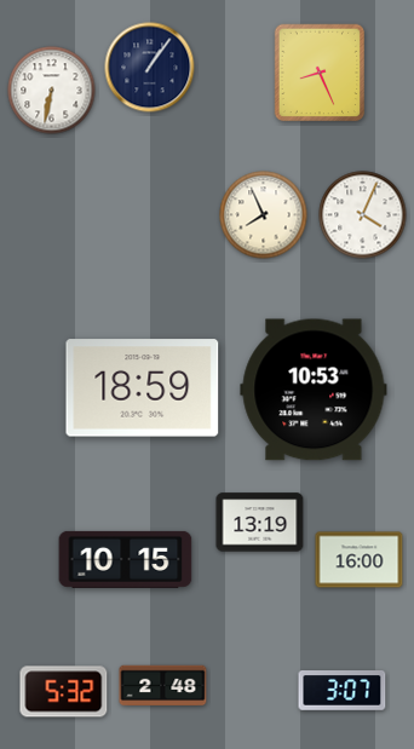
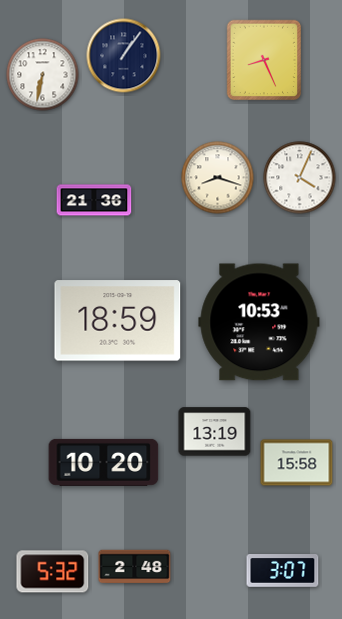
clock at (264, 215): 7:56 -> 8:18
clock at (94, 200): none -> 21:36
clock at (126, 559): 10:15 -> 10:20
clock at (360, 560): 16:00 -> 15:58
